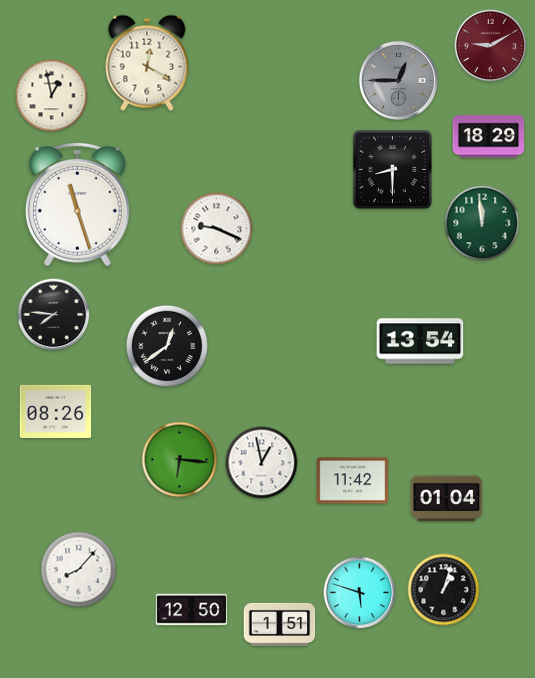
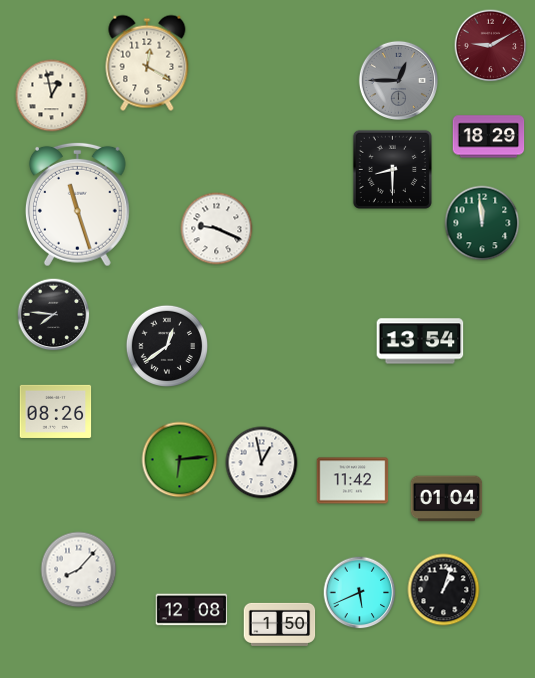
clock at (180, 460): 6:16 -> 6:14
clock at (360, 593): 5:48 -> 5:41
clock at (192, 610): 12:50 -> 12:08
clock at (280, 624): 1:51 -> 1:50
